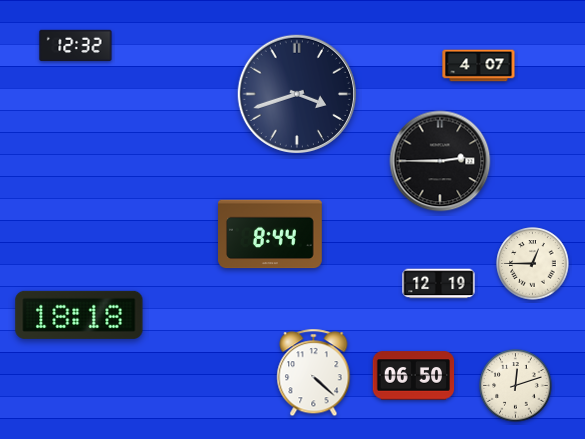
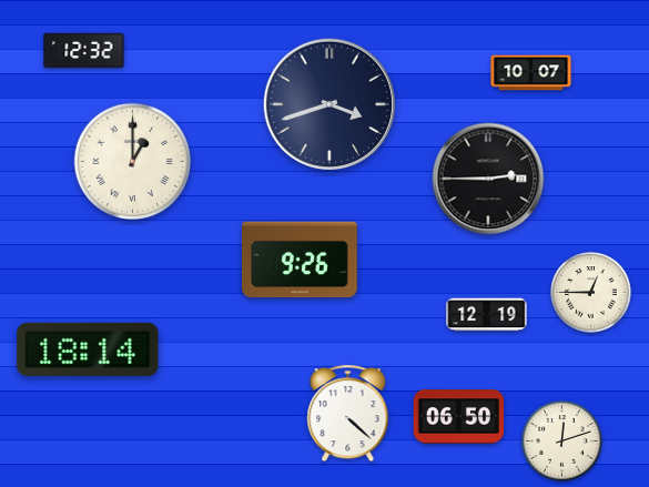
clock at (479, 66): 4:07 -> 10:07
clock at (132, 161): none -> 1:00
clock at (271, 234): 8:44 -> 9:26
clock at (79, 315): 18:18 -> 18:14
clock at (516, 386) position: (516, 386) -> (562, 442)
